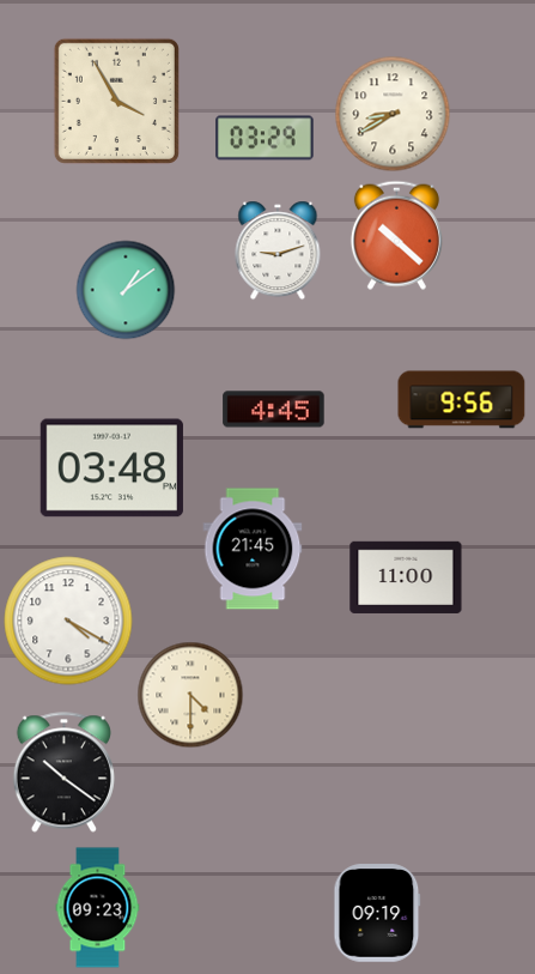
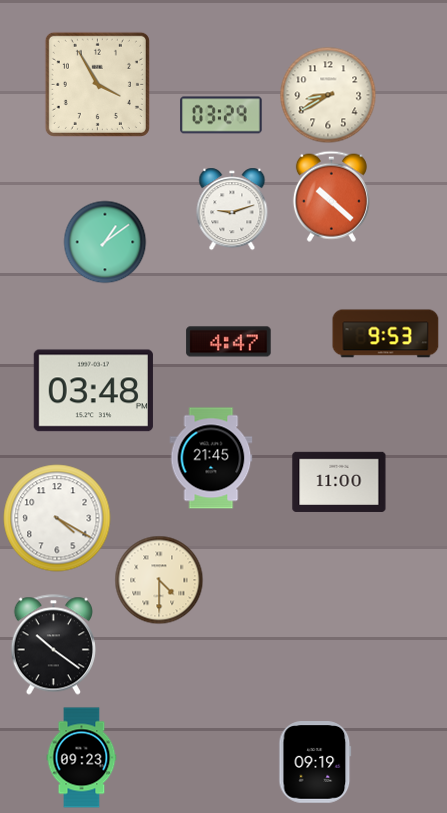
clock at (462, 400): 9:56 -> 9:53
clock at (274, 410): 4:45 -> 4:47
